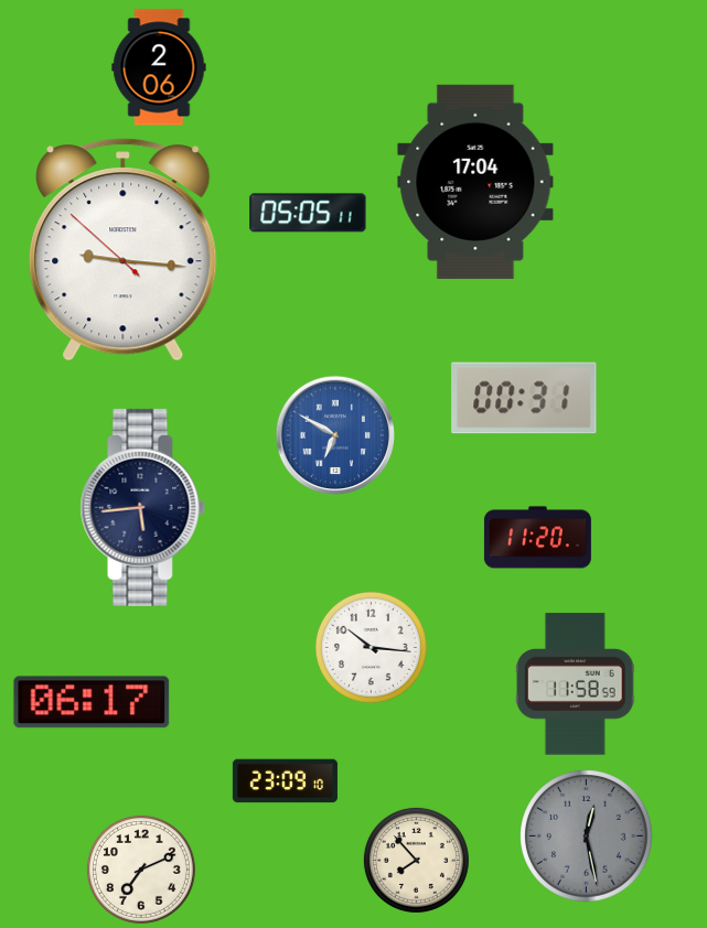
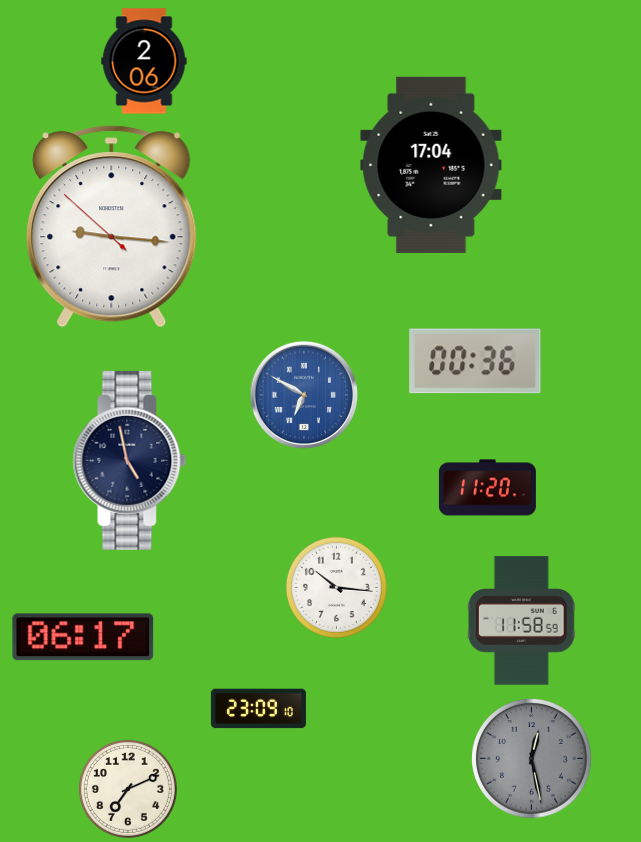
clock at (308, 213): 05:05 -> none
clock at (524, 398): 00:31 -> 00:36
clock at (143, 507): 5:44 -> 4:58
clock at (416, 860): 7:53 -> none
